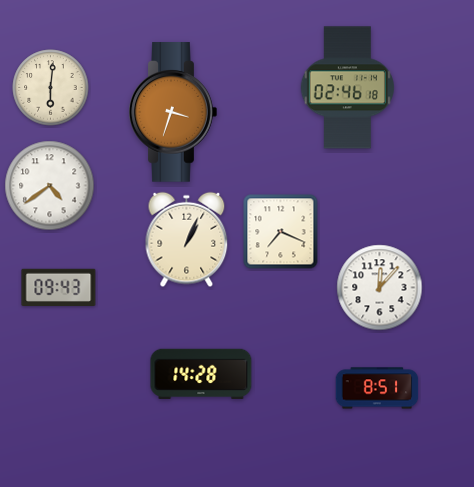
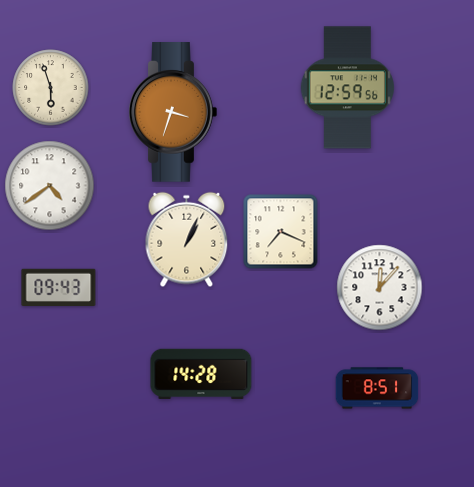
clock at (51, 88): 6:01 -> 5:57
clock at (347, 88): 02:46 -> 12:59
